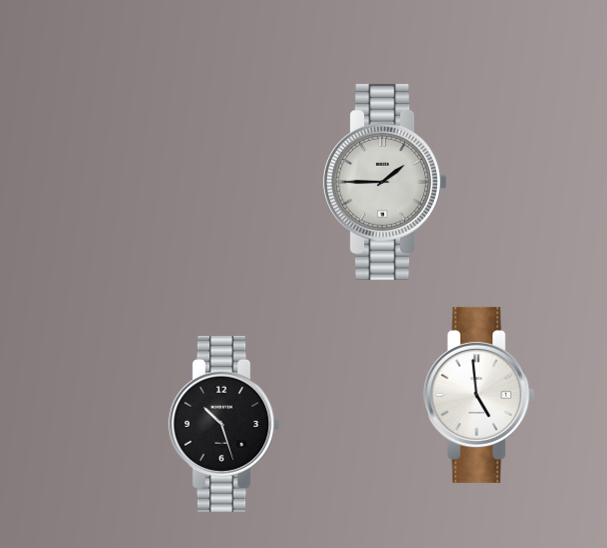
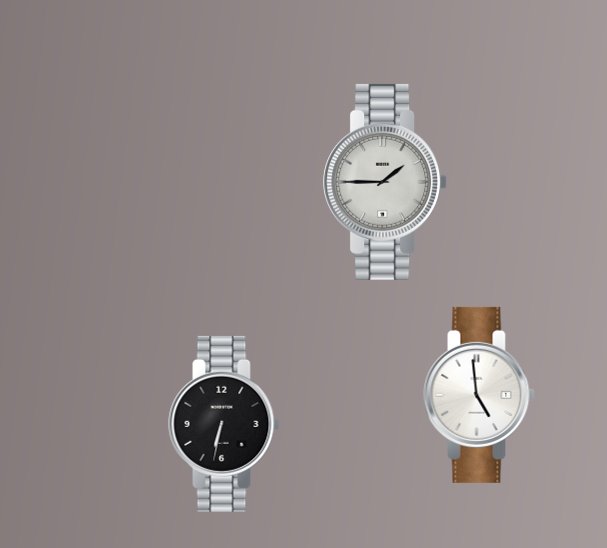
clock at (224, 424): 10:27 -> 6:32
